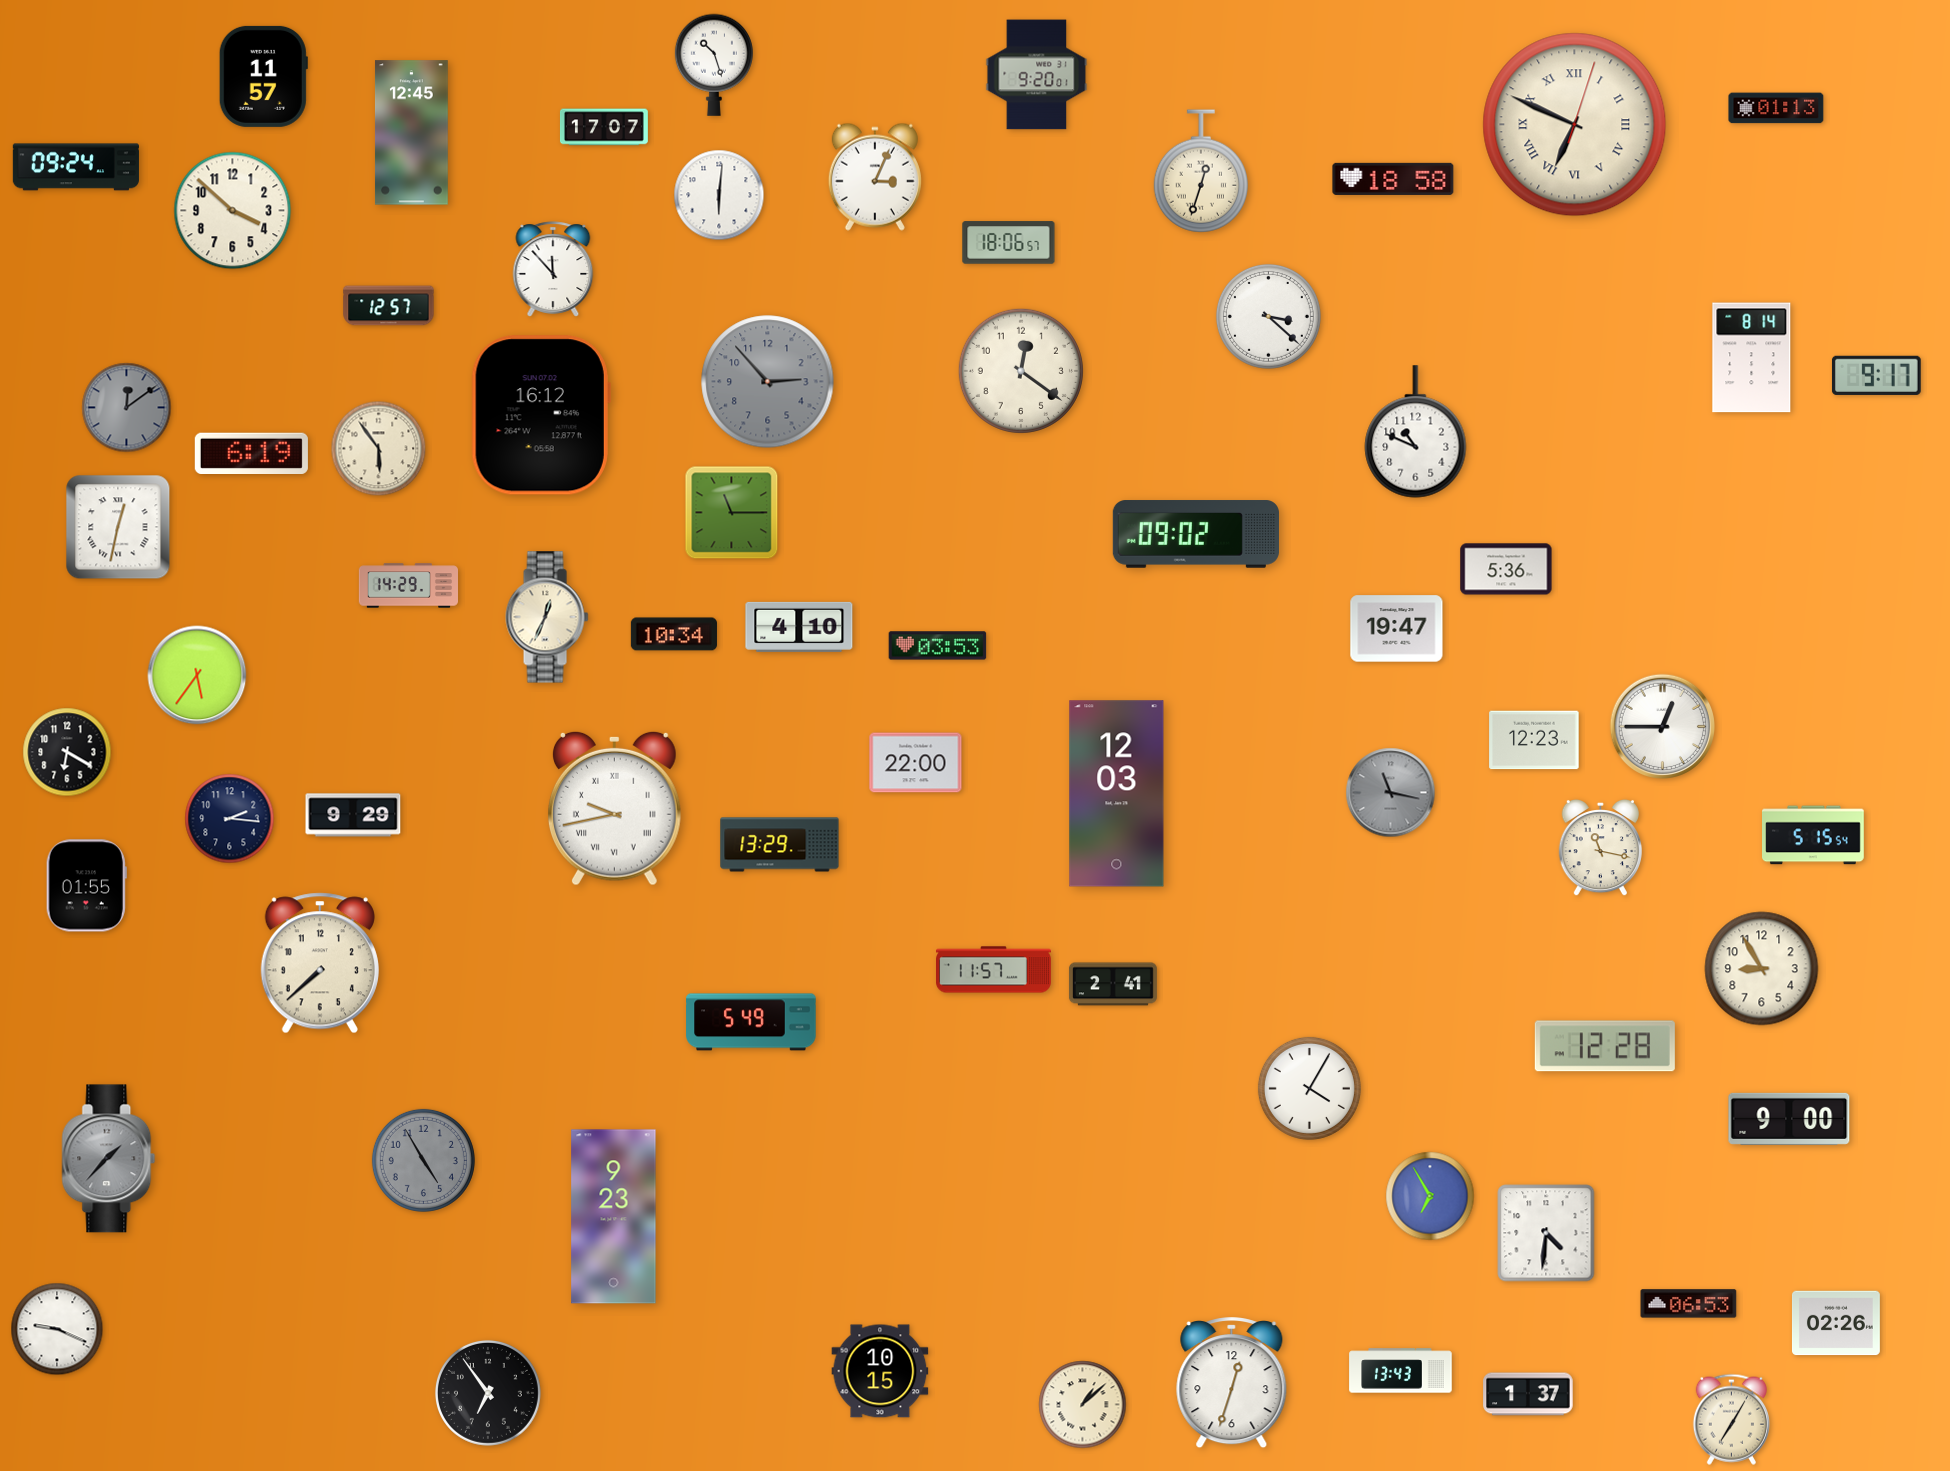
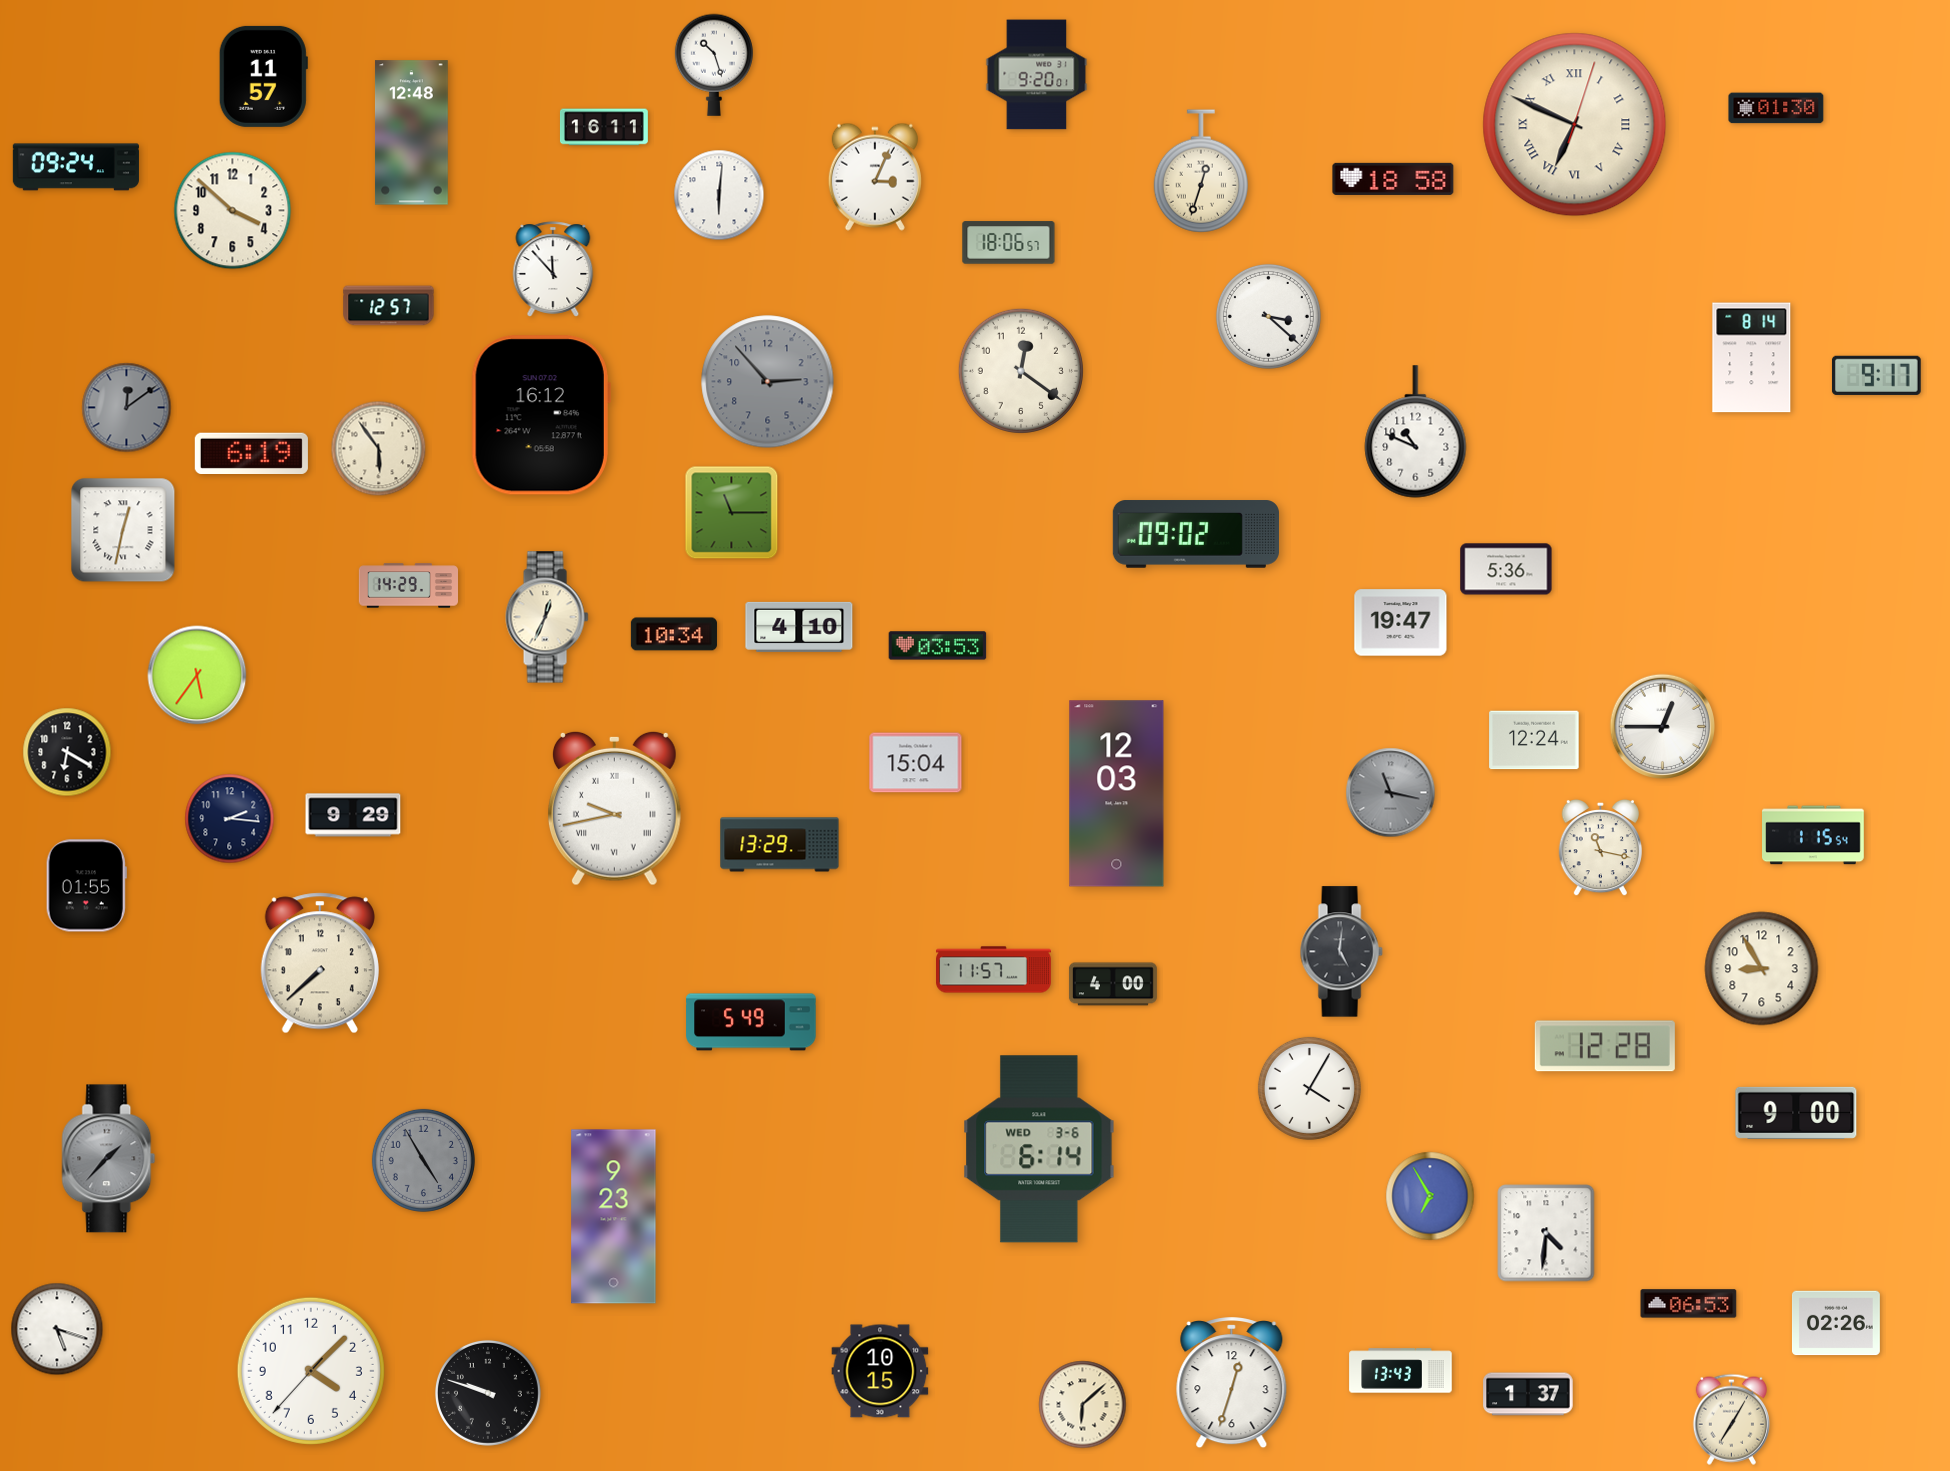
clock at (1776, 108): 01:13 -> 01:30
clock at (604, 127): 17:07 -> 16:11
clock at (411, 133): 12:45 -> 12:48
clock at (118, 527) position: (118, 527) -> (123, 530)
clock at (1397, 629) position: (1397, 629) -> (1401, 623)
clock at (1534, 740): 12:23 -> 12:24
clock at (916, 763): 22:00 -> 15:04
clock at (1814, 835): 5:15 -> 1:15
clock at (1341, 952): none -> 5:01
clock at (1113, 984): 2:41 -> 4:00
clock at (1789, 1119) position: (1789, 1119) -> (1796, 1113)
clock at (1039, 1149): none -> 6:14
clock at (57, 1329): 9:19 -> 5:18
clock at (311, 1371): none -> 4:07
clock at (488, 1393): 6:54 -> 9:48
clock at (1083, 1405): 1:08 -> 6:08
